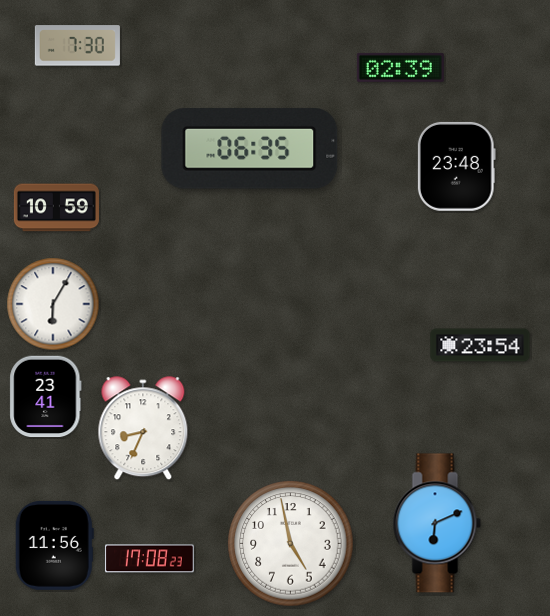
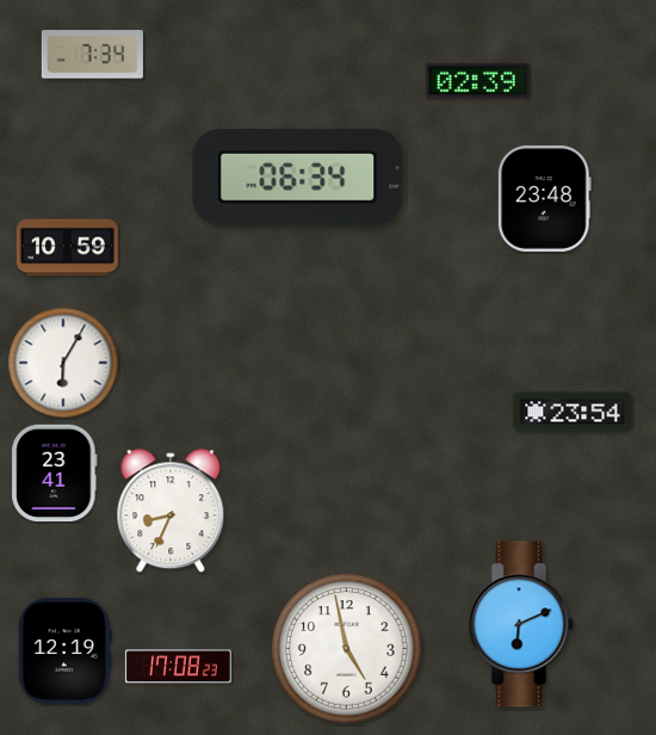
clock at (77, 46): 7:30 -> 7:34
clock at (250, 149): 06:35 -> 06:34
clock at (54, 545): 11:56 -> 12:19
